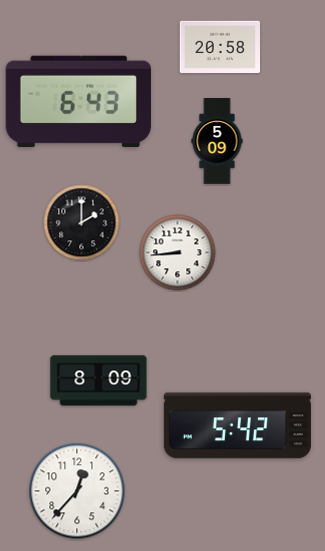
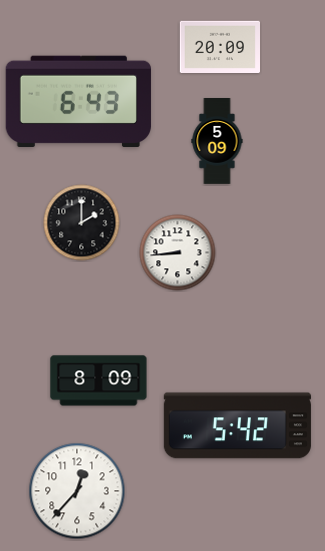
clock at (219, 46): 20:58 -> 20:09
